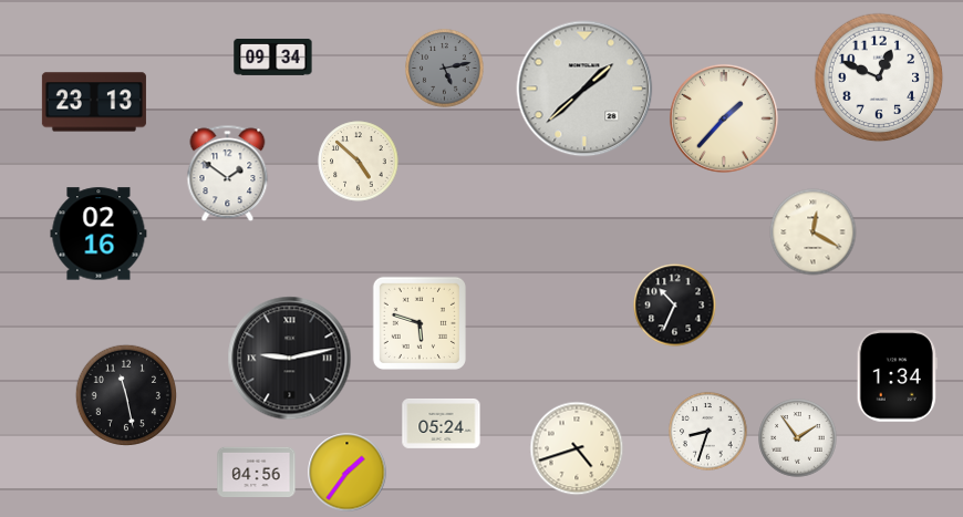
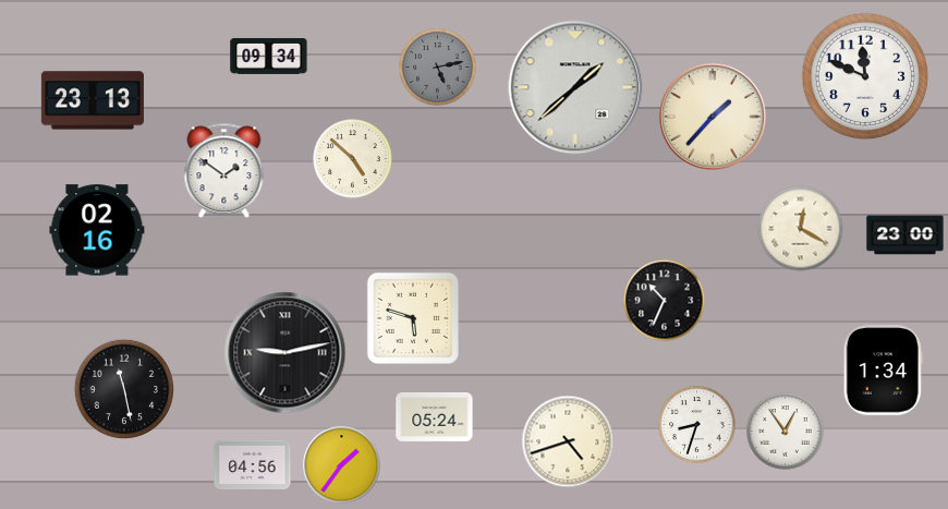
clock at (879, 77): 12:49 -> 11:49
clock at (906, 235): none -> 23:00
clock at (798, 438): 1:54 -> 12:54
